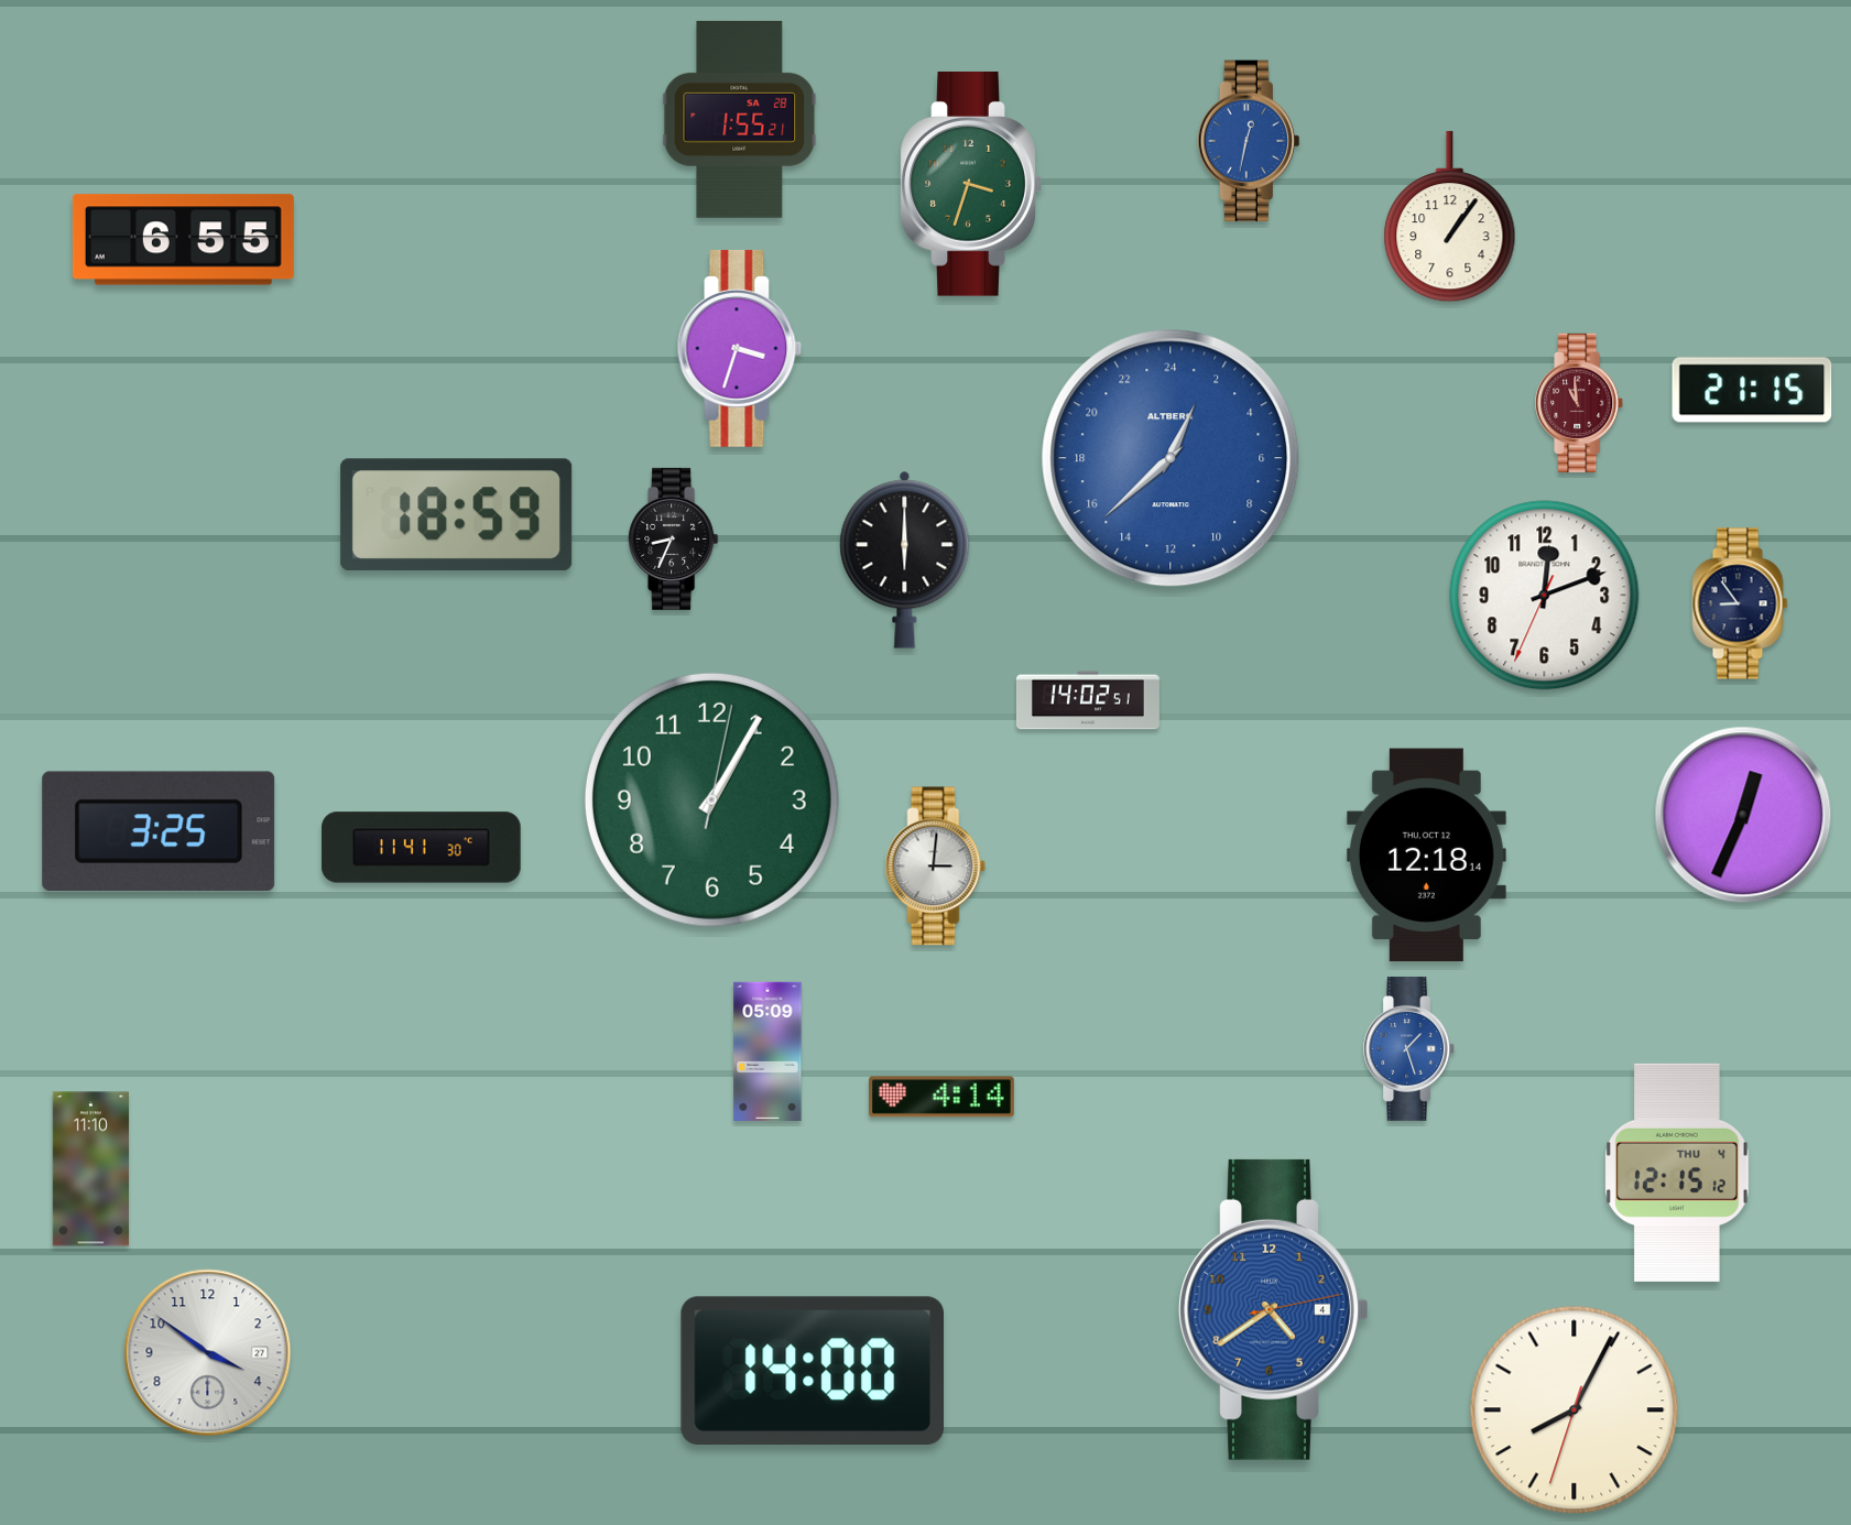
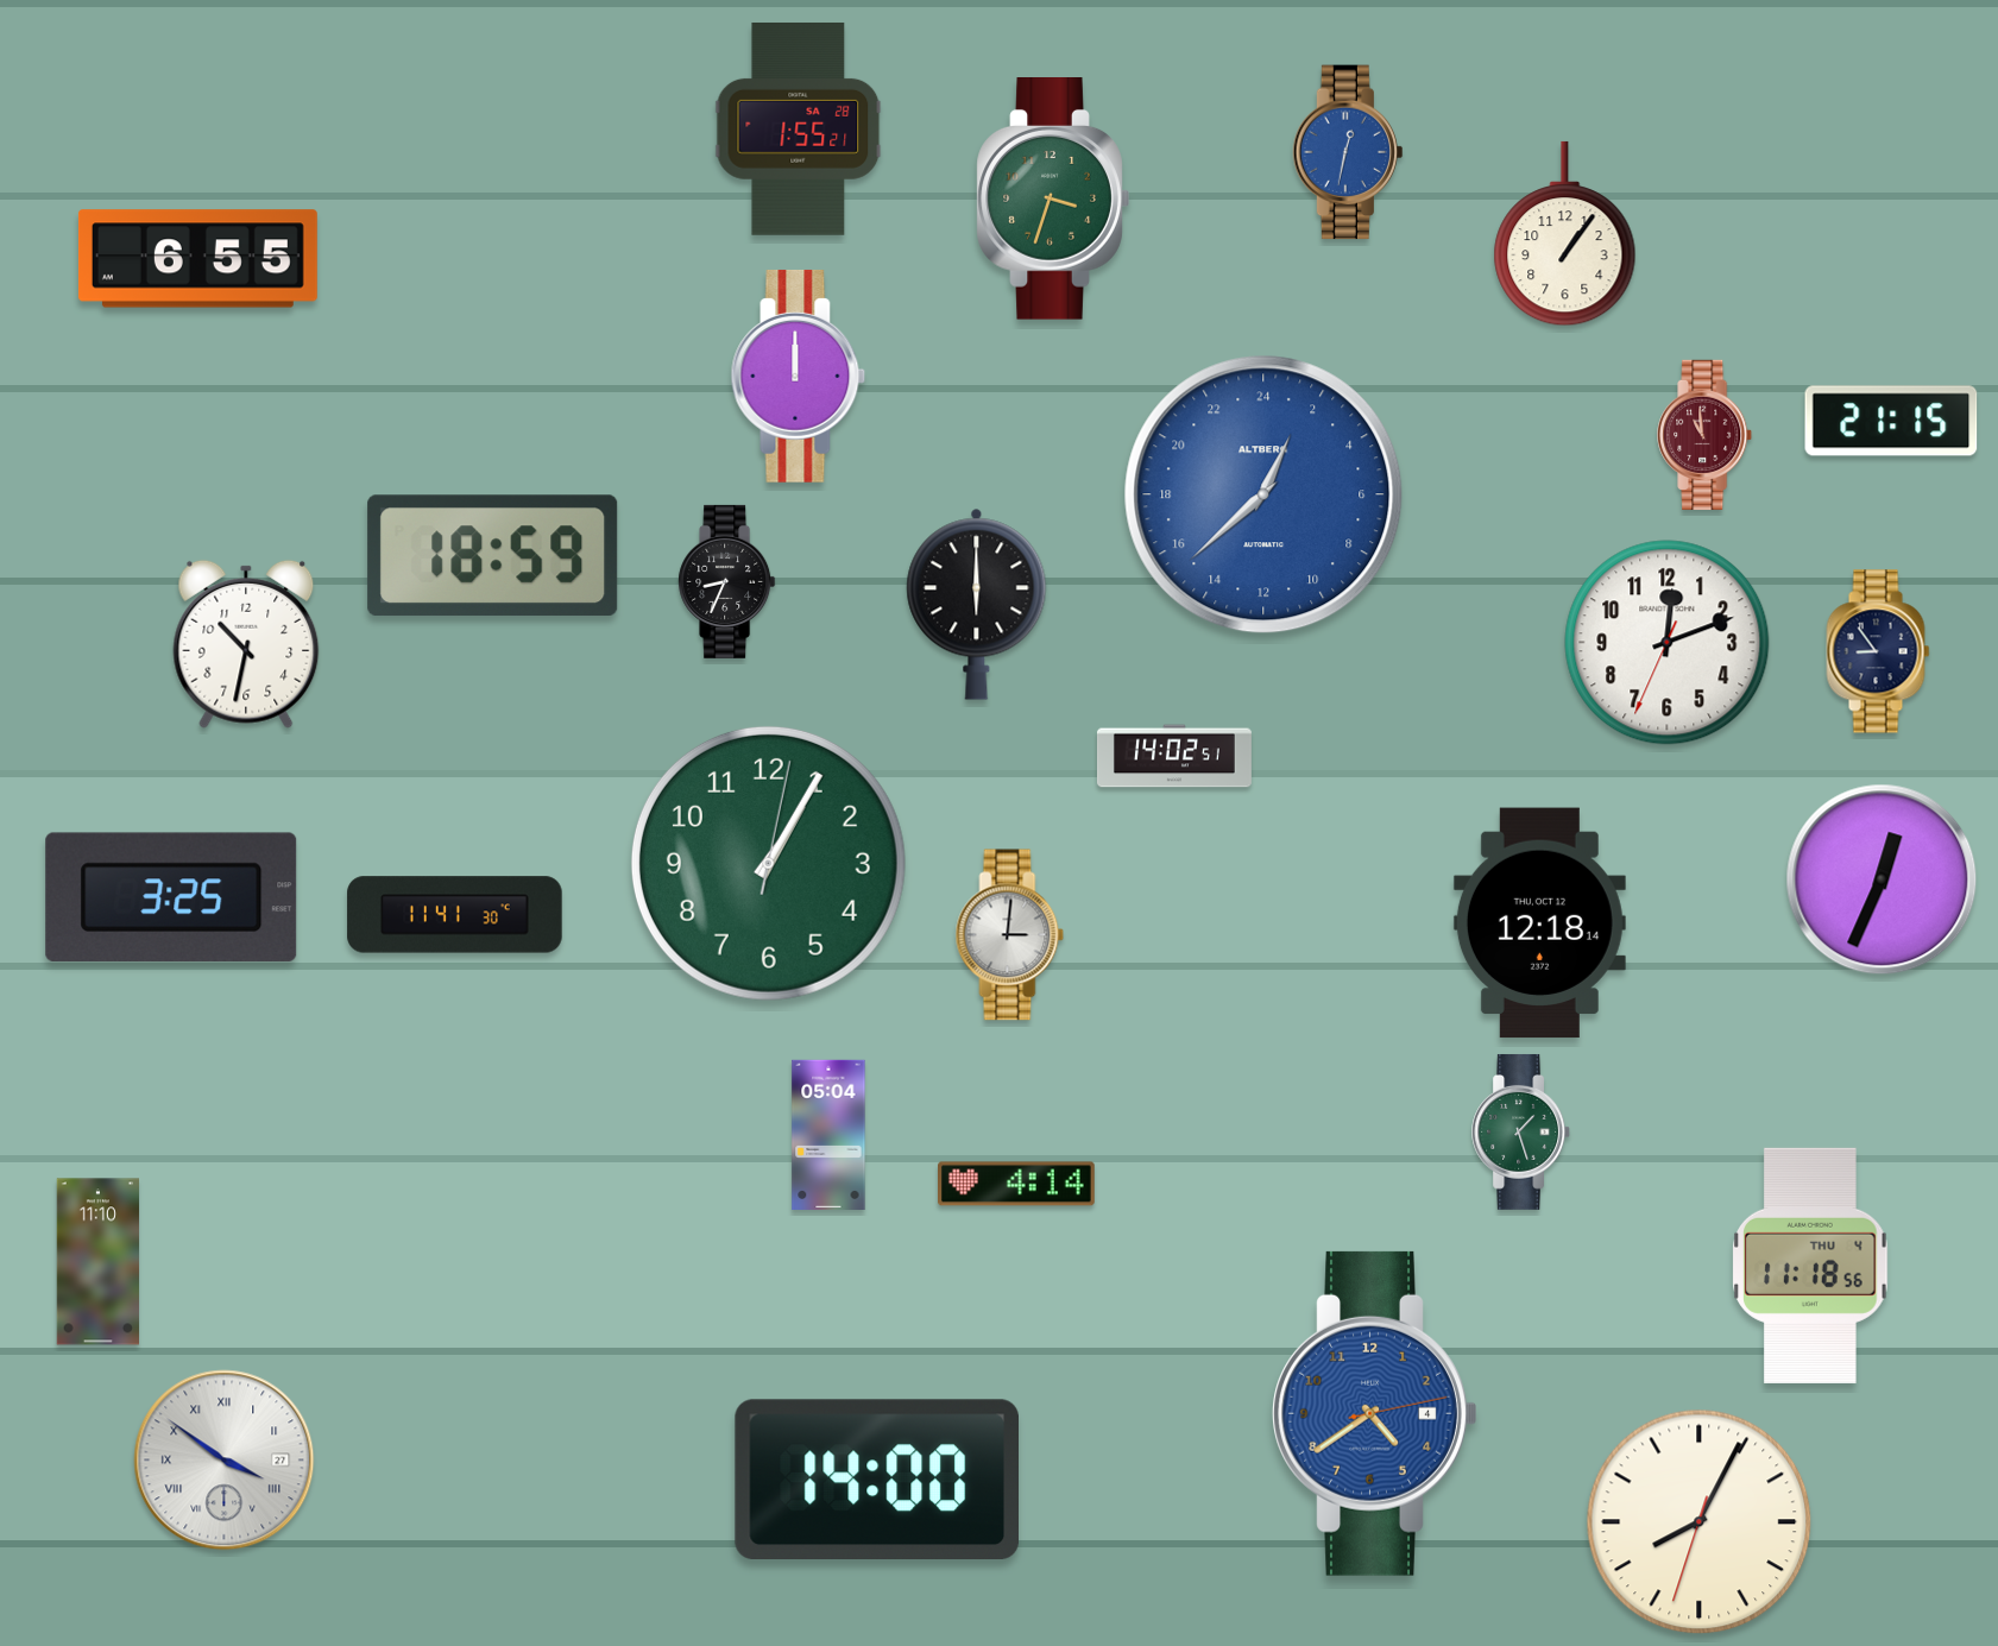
clock at (971, 185) position: (971, 185) -> (1053, 200)
clock at (740, 348): 3:33 -> 12:00
clock at (246, 644): none -> 10:32
clock at (1409, 1048) dial: blue -> green
clock at (767, 1050): 05:09 -> 05:04
clock at (1677, 1173): 12:15 -> 11:18
clock at (208, 1353) numerals: Arabic -> Roman
